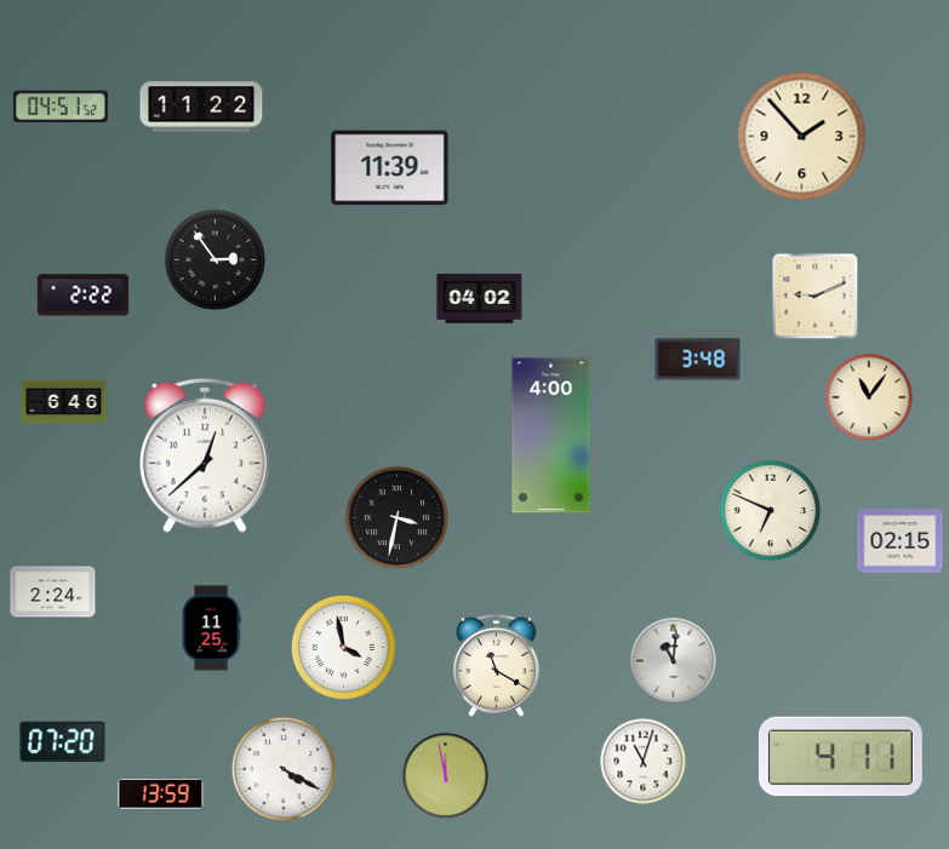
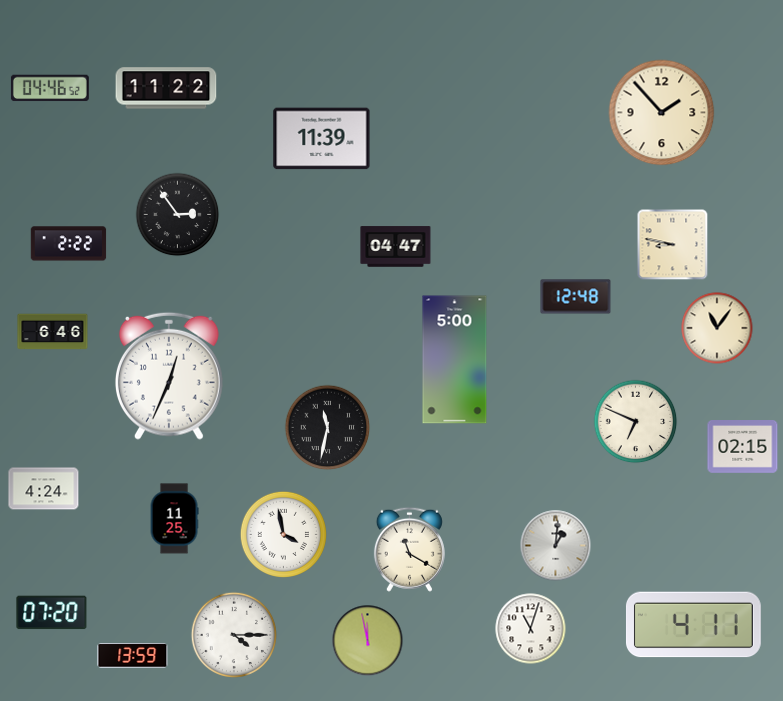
clock at (61, 107): 04:51 -> 04:46
clock at (816, 297): 9:11 -> 8:47
clock at (480, 299): 04:02 -> 04:47
clock at (698, 360): 3:48 -> 12:48
clock at (551, 436): 4:00 -> 5:00
clock at (205, 455): 12:38 -> 12:34
clock at (398, 518): 3:32 -> 11:32
clock at (53, 592): 2:24 -> 4:24
clock at (674, 661): 11:01 -> 1:01
clock at (282, 768): 4:20 -> 4:15
